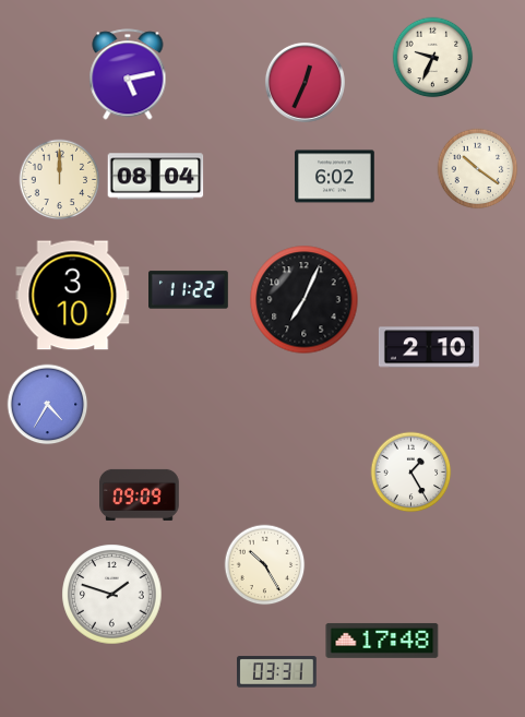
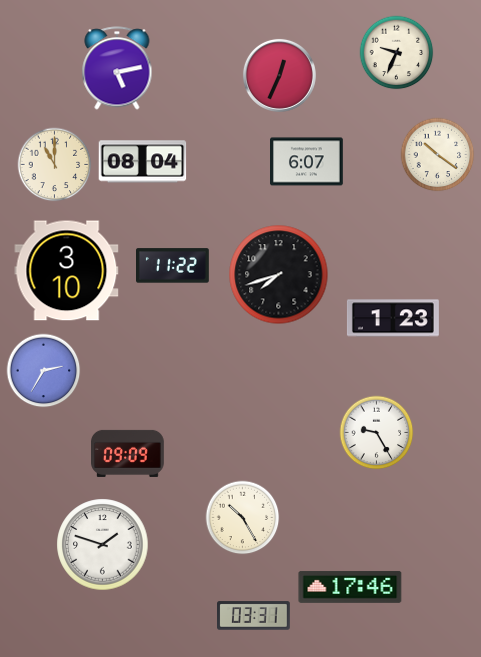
clock at (335, 177): 6:02 -> 6:07
clock at (60, 180): 12:00 -> 11:00
clock at (305, 300): 7:04 -> 7:42
clock at (429, 347): 2:10 -> 1:23
clock at (48, 405): 4:35 -> 2:35
clock at (411, 473): 1:25 -> 9:25
clock at (382, 641): 17:48 -> 17:46
